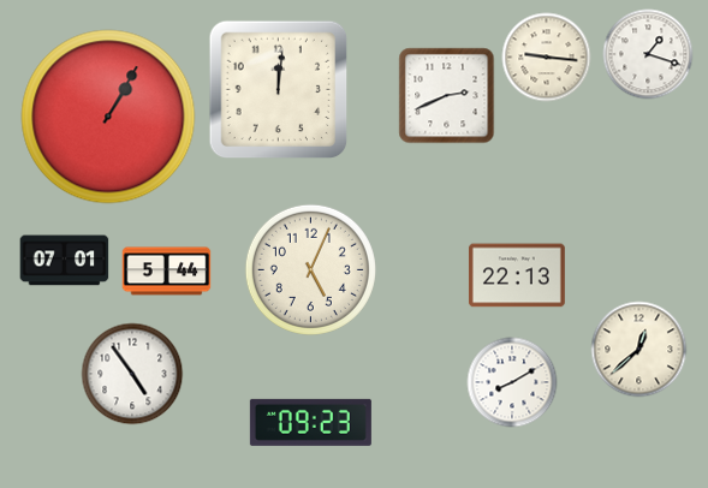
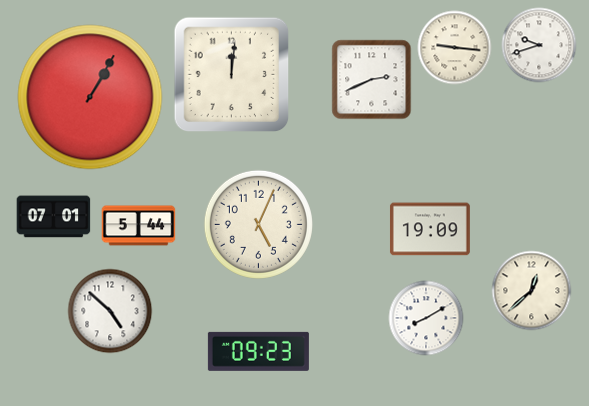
clock at (648, 54): 1:18 -> 9:42
clock at (517, 275): 22:13 -> 19:09
clock at (132, 374): 4:54 -> 4:52
